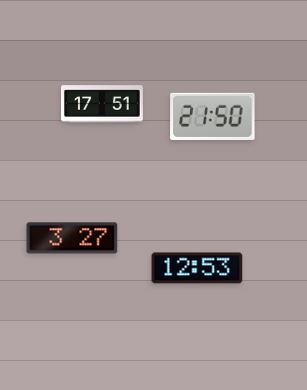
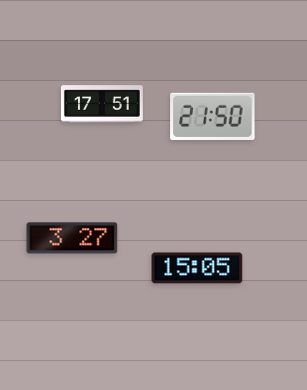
clock at (197, 268): 12:53 -> 15:05
